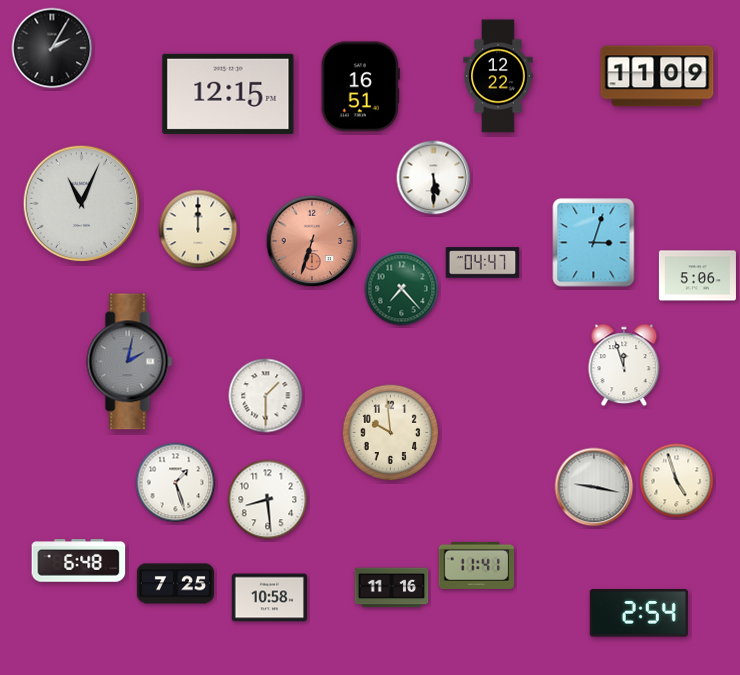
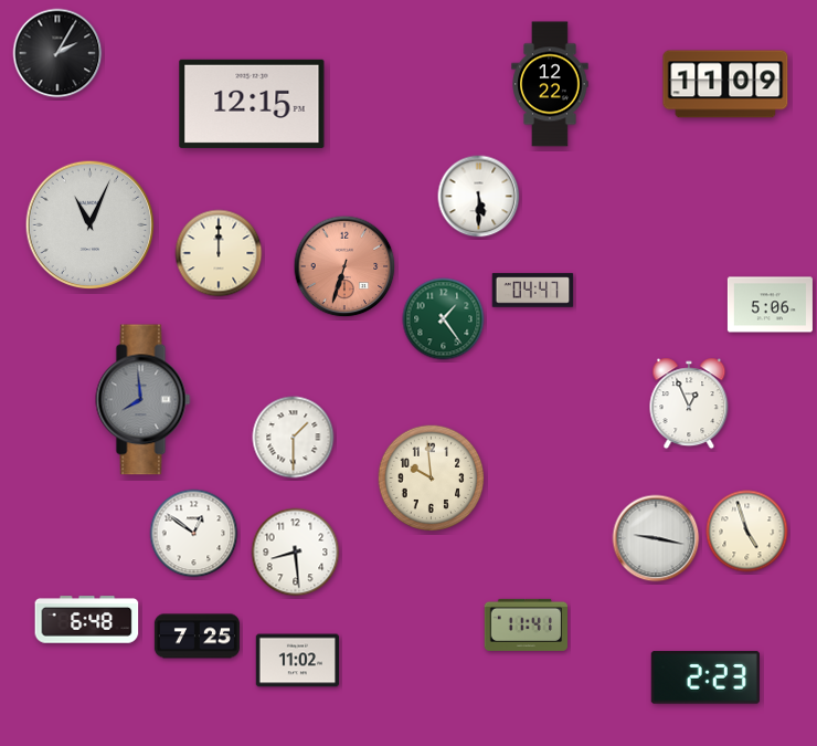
clock at (360, 87): 16:51 -> none
clock at (594, 243): 3:03 -> none
clock at (402, 289): 7:23 -> 1:24
clock at (130, 362): 2:02 -> 7:59
clock at (624, 365): 11:57 -> 12:56
clock at (176, 483): 1:27 -> 12:51
clock at (175, 584) position: (175, 584) -> (197, 637)
clock at (392, 588): 11:16 -> none
clock at (270, 598): 10:58 -> 11:02
clock at (639, 613): 2:54 -> 2:23
